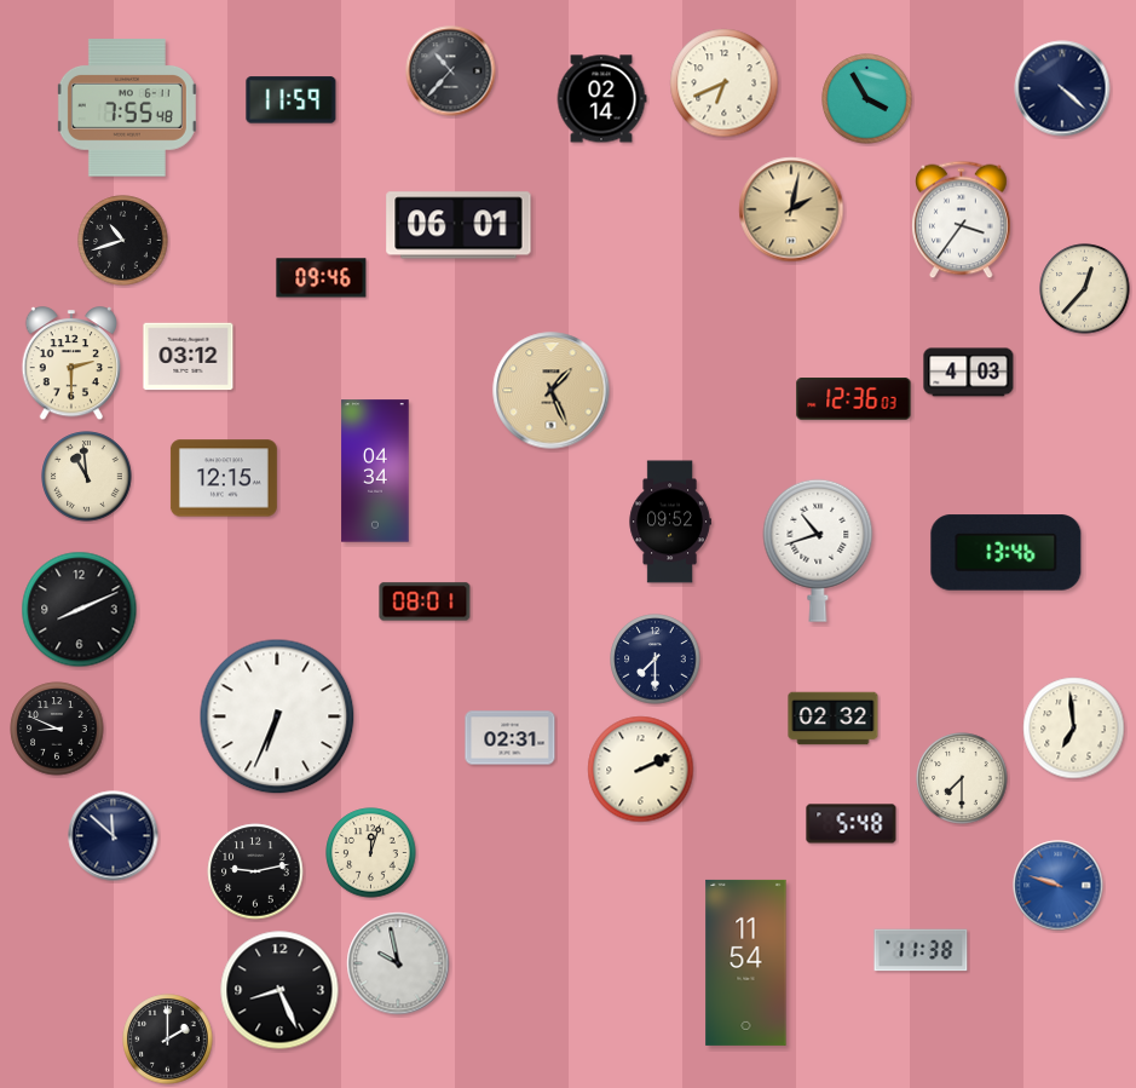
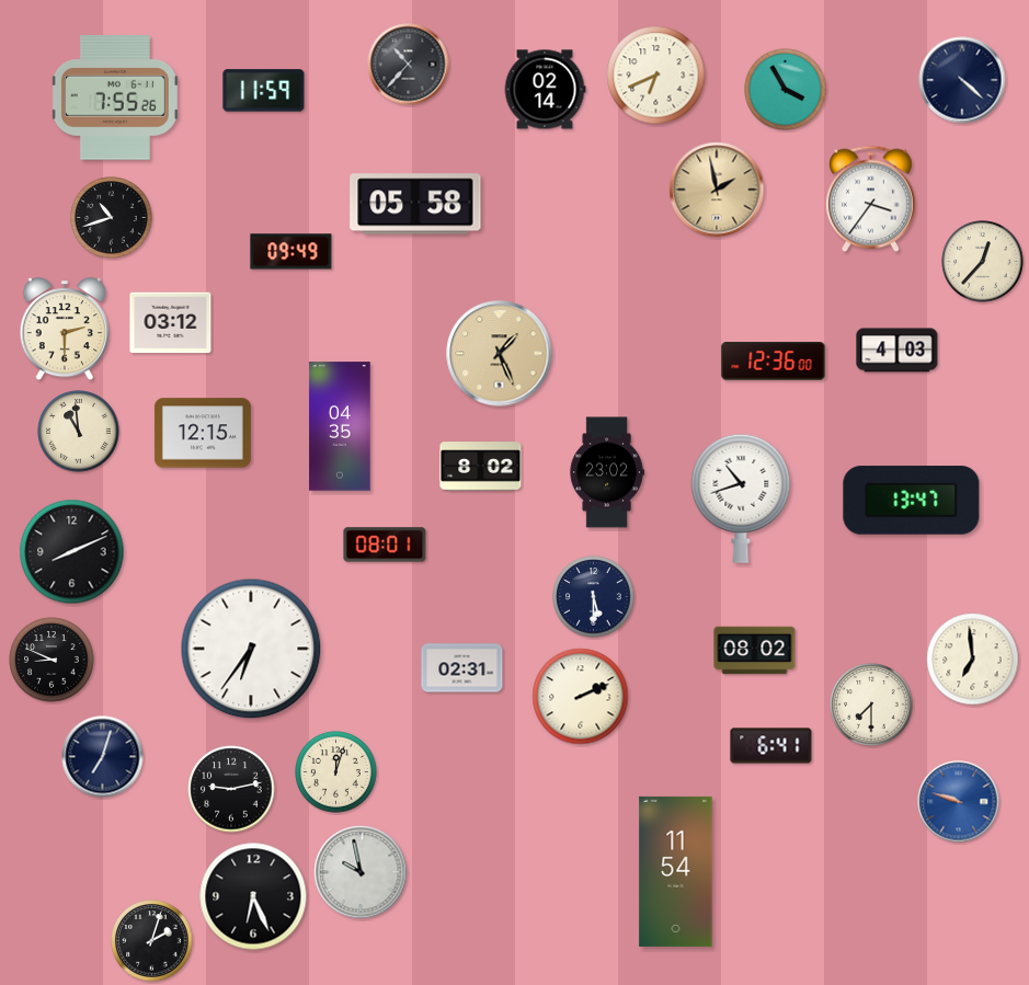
clock at (127, 108): 7:55:48 -> 7:55:26
clock at (791, 209): 2:02 -> 1:58
clock at (459, 225): 06:01 -> 05:58
clock at (322, 278): 09:46 -> 09:49
clock at (969, 373) position: (969, 373) -> (897, 351)
clock at (854, 399): 12:36:03 -> 12:36:00
clock at (375, 471): 04:34 -> 04:35
clock at (481, 467): none -> 8:02
clock at (670, 522): 09:52 -> 23:02
clock at (1007, 553): 13:46 -> 13:47
clock at (656, 660): 7:30 -> 5:30
clock at (277, 716): 6:34 -> 6:36
clock at (834, 719): 02:32 -> 08:02
clock at (852, 824): 5:48 -> 6:41
clock at (114, 836): 11:52 -> 7:03
clock at (921, 950): 11:38 -> none
clock at (279, 990): 8:26 -> 6:26
clock at (168, 1040): 2:00 -> 2:03
